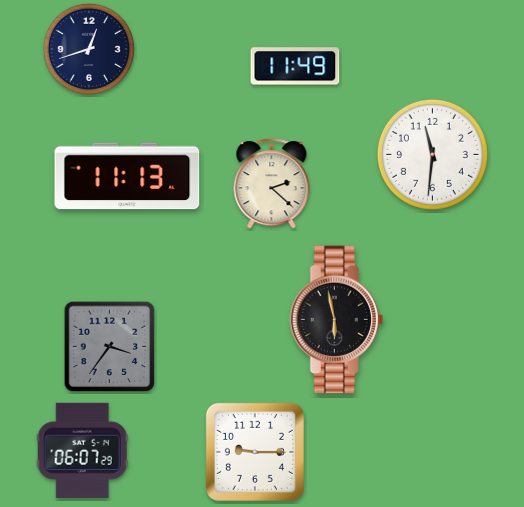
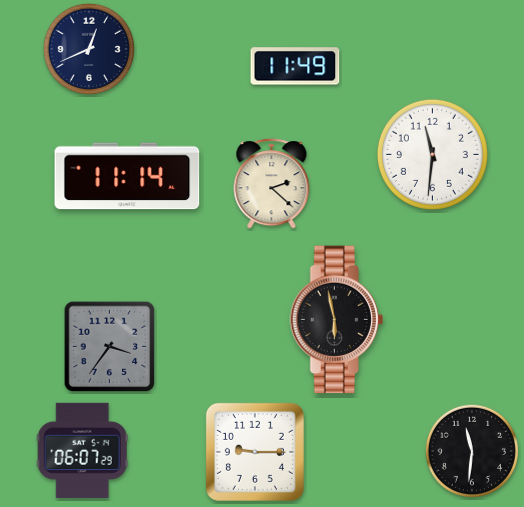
clock at (89, 49): 12:42 -> 12:41
clock at (127, 176): 11:13 -> 11:14
clock at (472, 451): none -> 11:31
